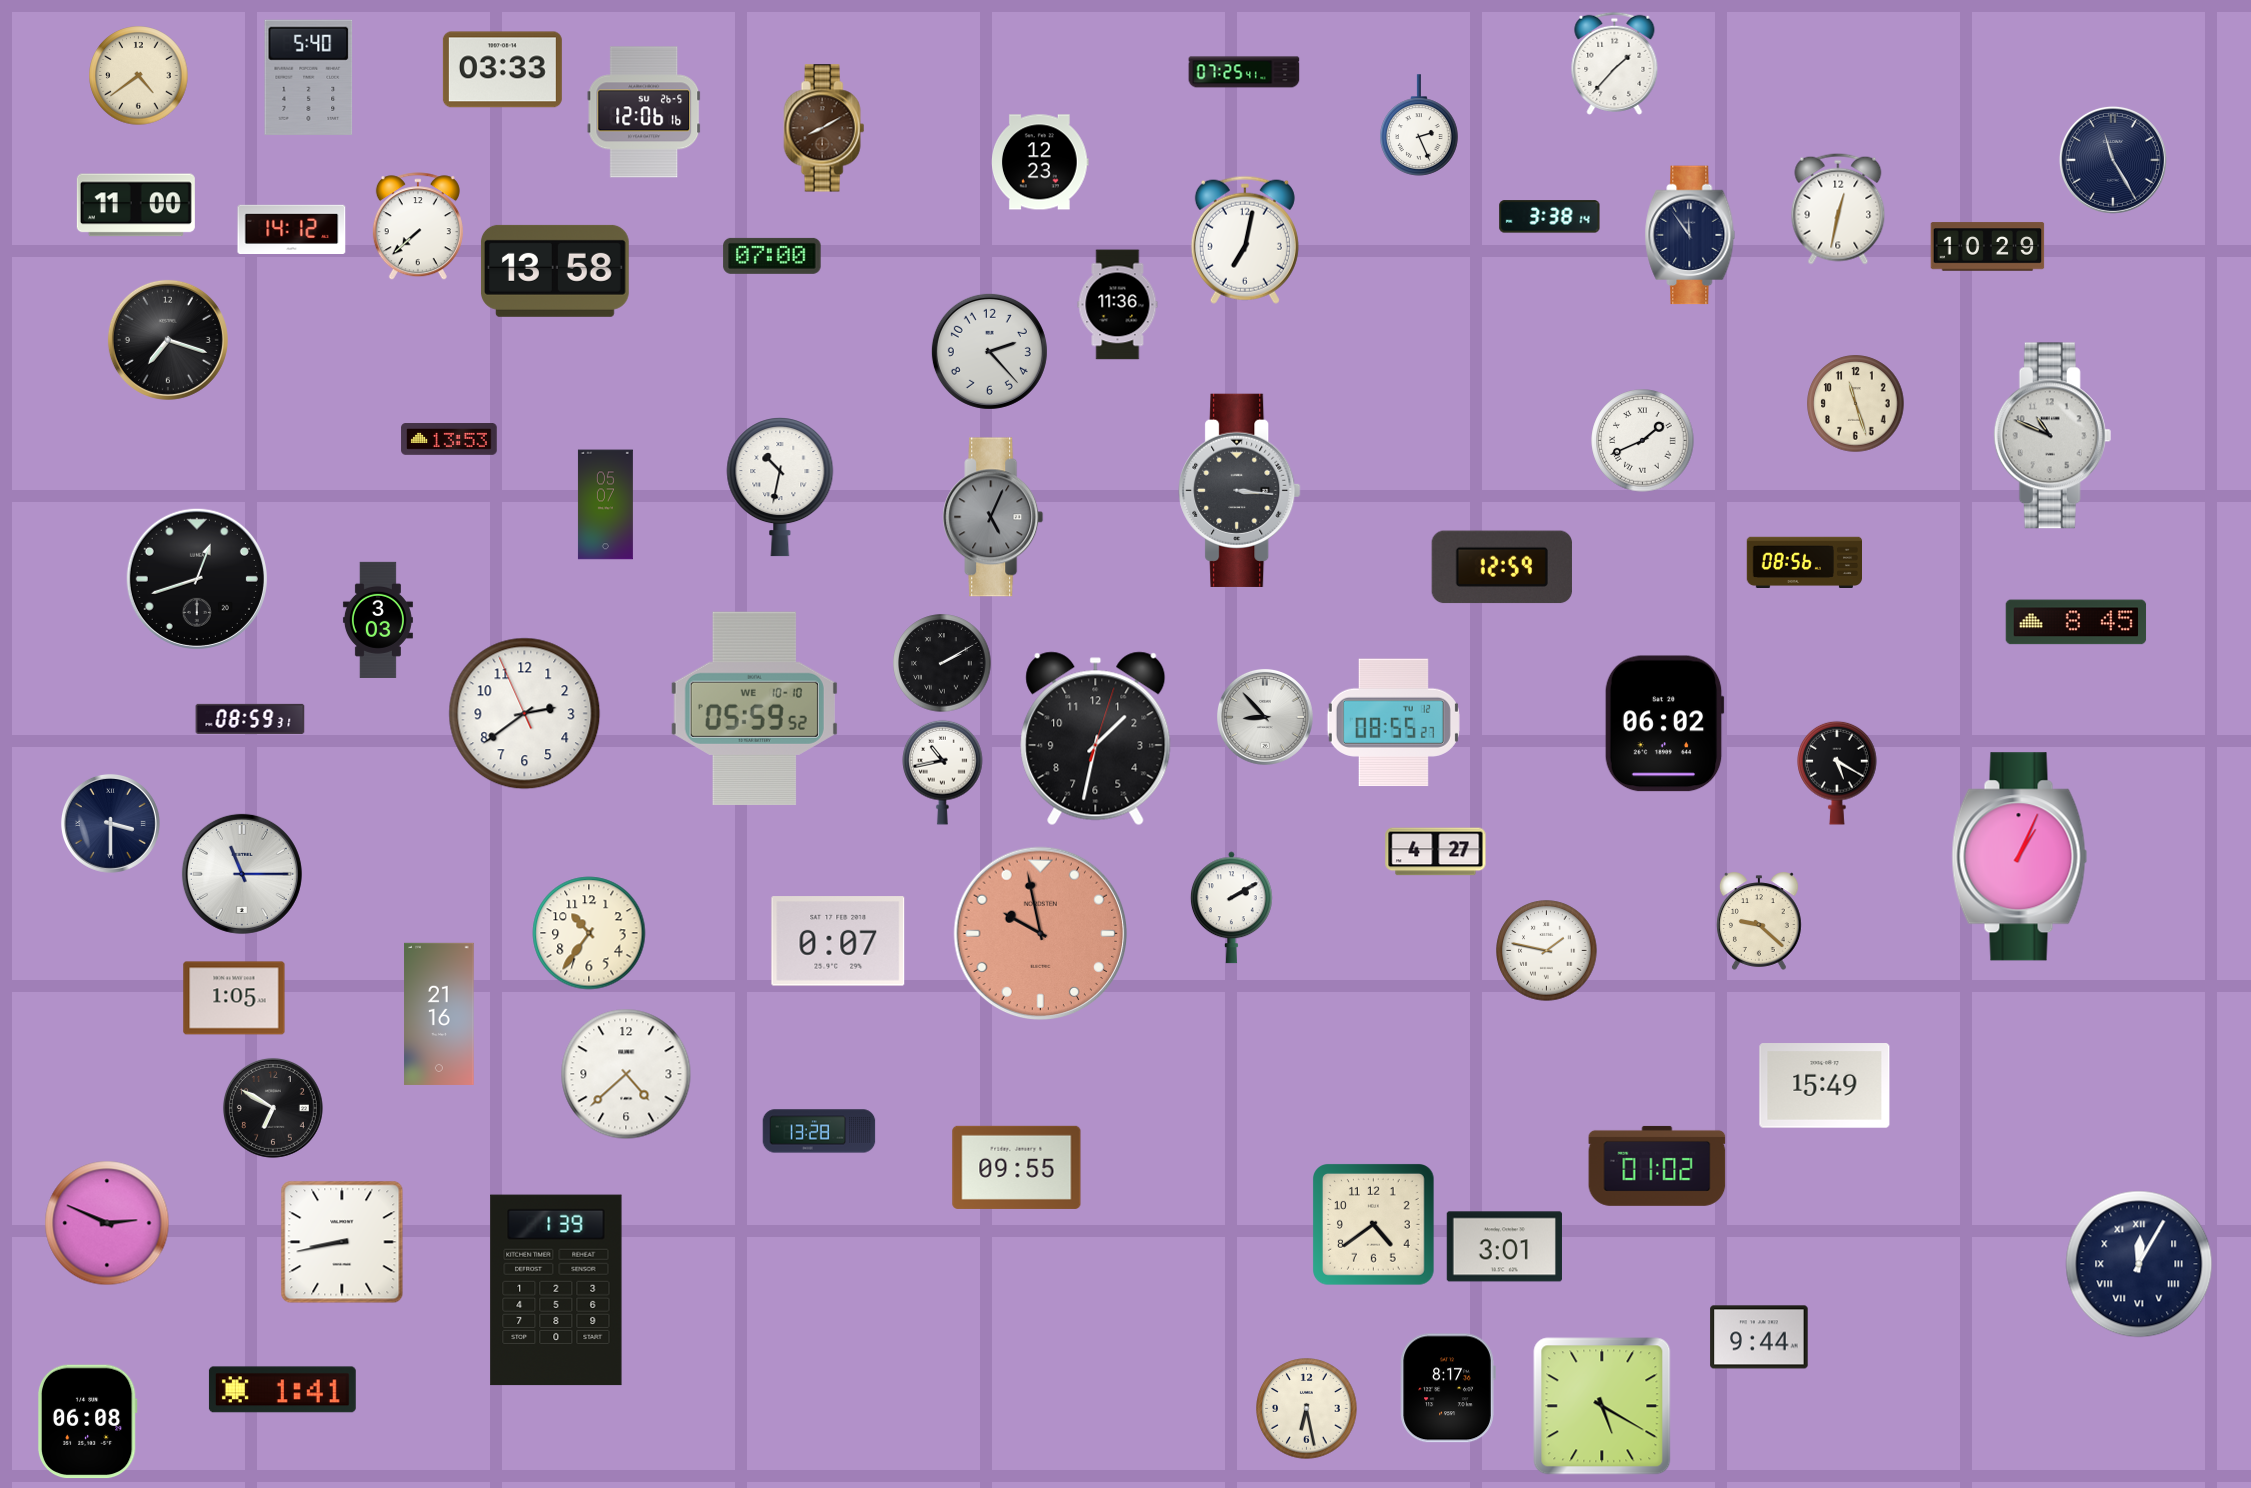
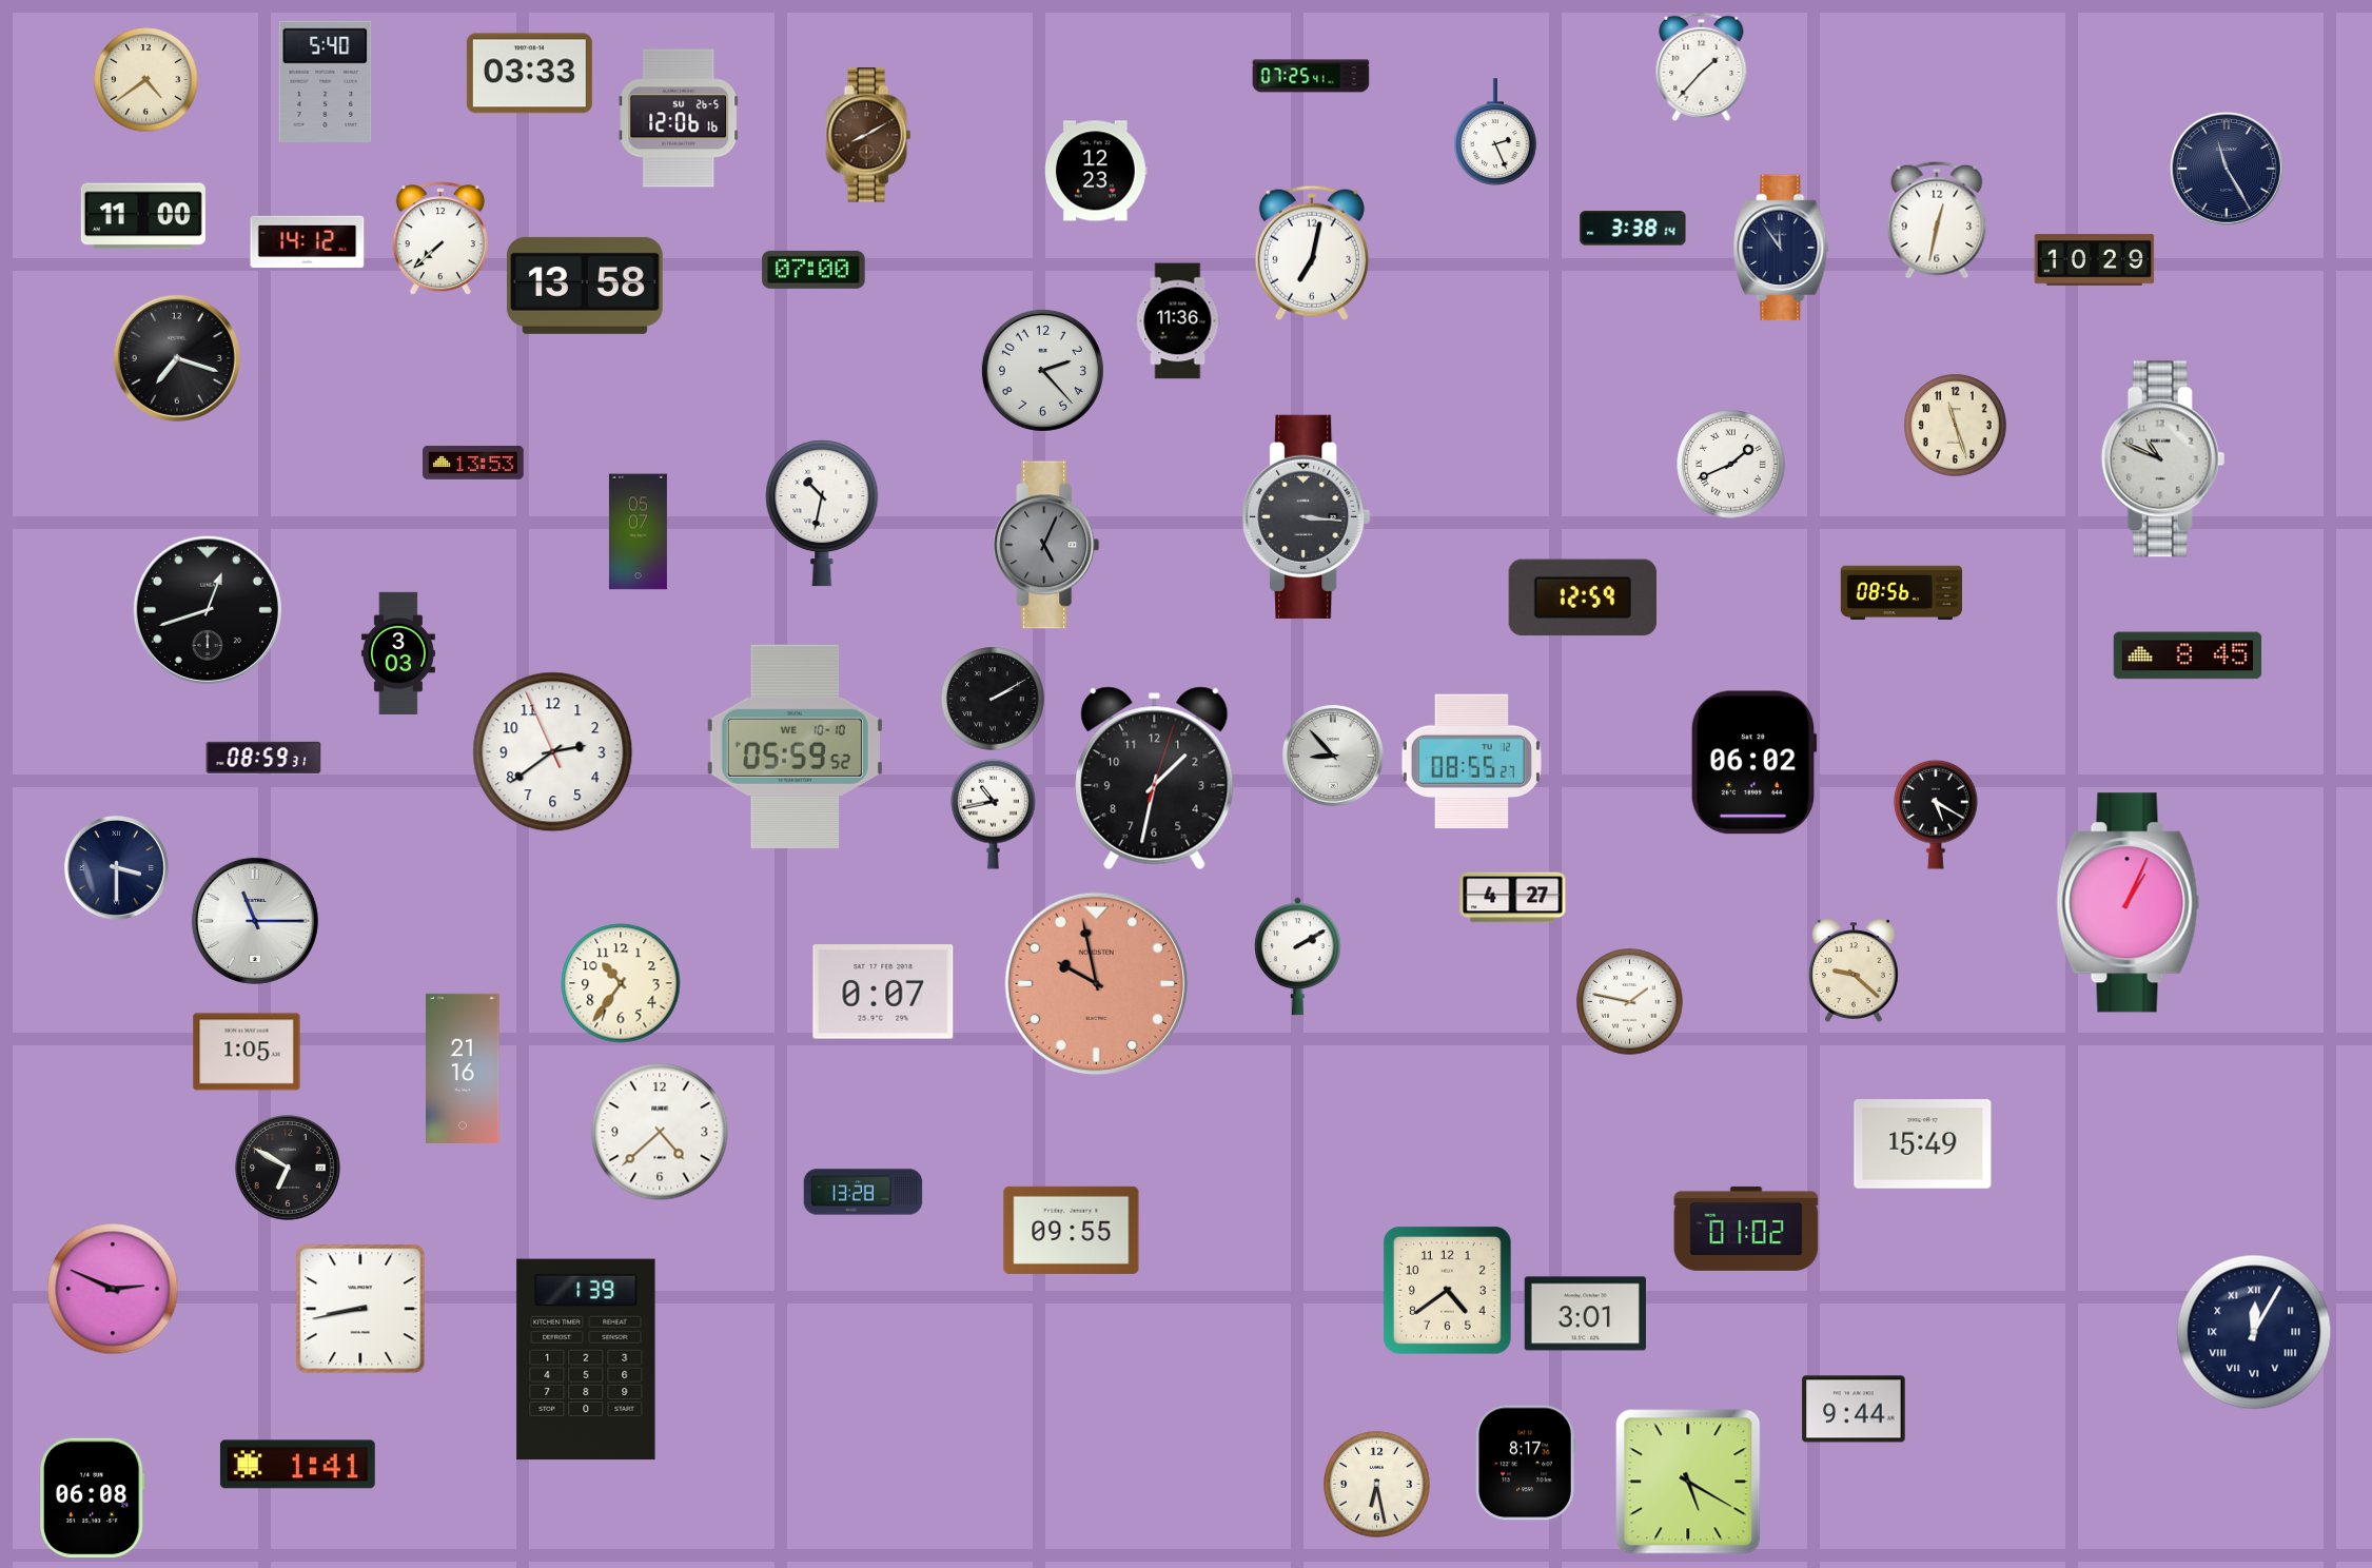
clock at (1393, 723) position: (1393, 723) -> (1471, 762)
